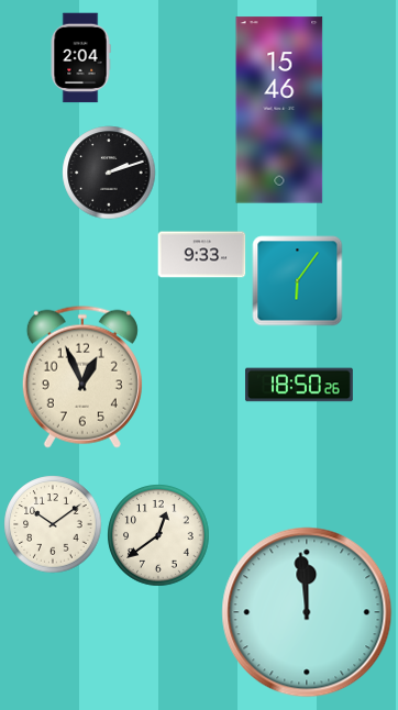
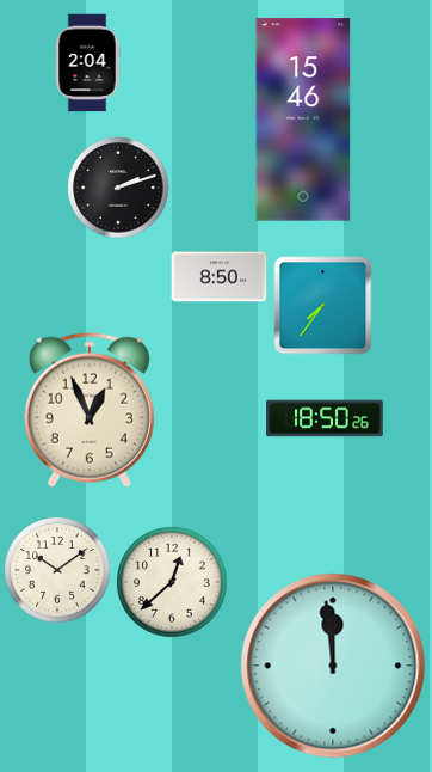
clock at (201, 255): 9:33 -> 8:50
clock at (297, 280): 6:06 -> 7:36
clock at (158, 535): 12:39 -> 12:38
